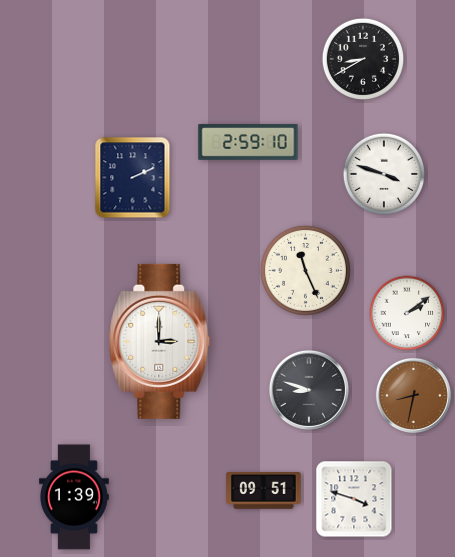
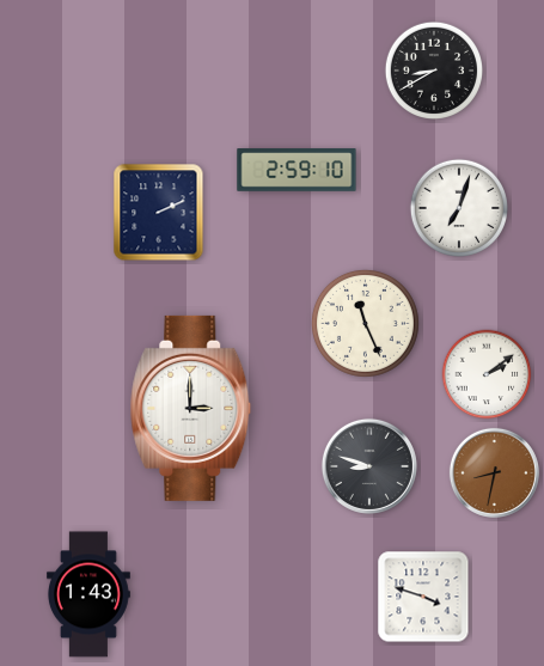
clock at (383, 173): 3:48 -> 7:03
clock at (264, 491): 09:51 -> none
clock at (74, 497): 1:39 -> 1:43
